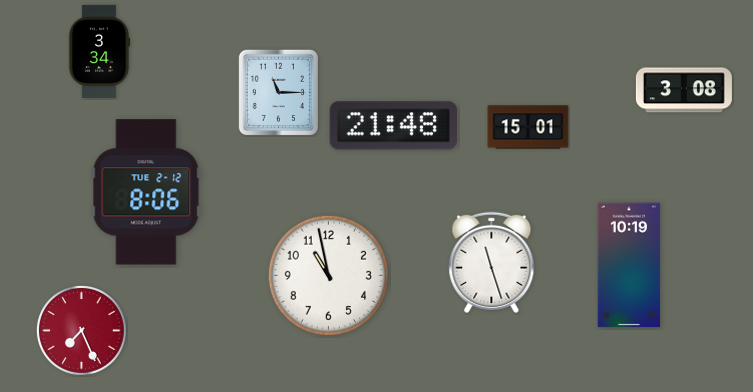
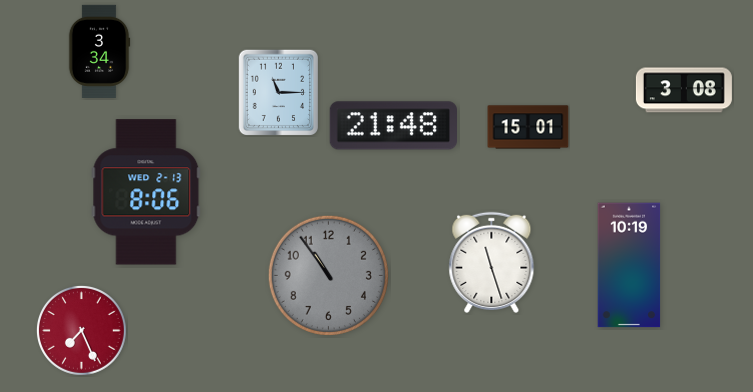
clock at (146, 192) date: TUE 2-12 -> WED 2-13
clock at (328, 275): 10:58 -> 10:54
clock at (328, 275) dial: white -> grey
